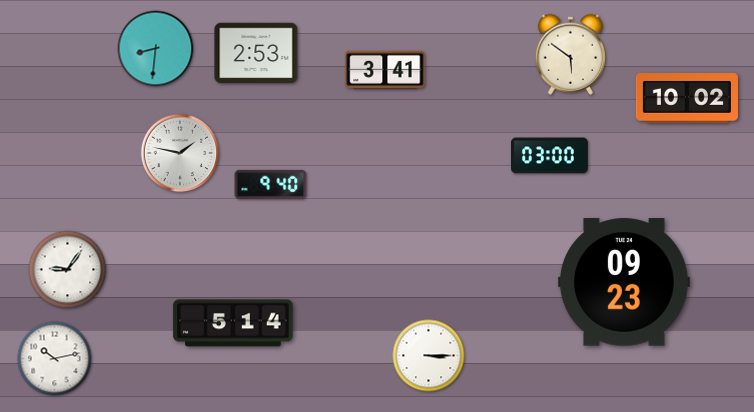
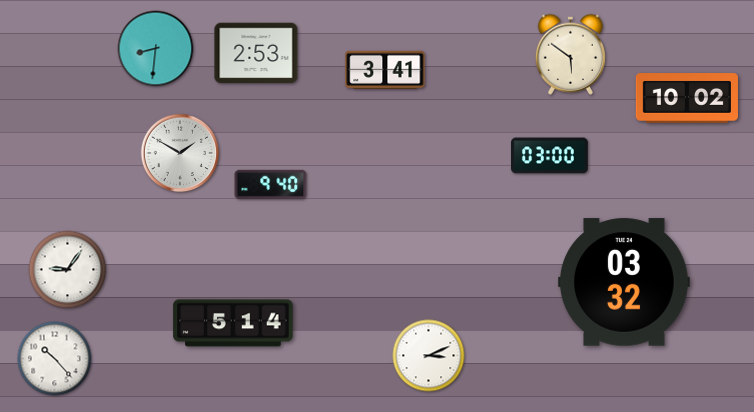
clock at (180, 153): 1:47 -> 1:50
clock at (624, 282): 09:23 -> 03:32
clock at (429, 356): 3:15 -> 3:11
clock at (55, 359): 10:13 -> 10:23
